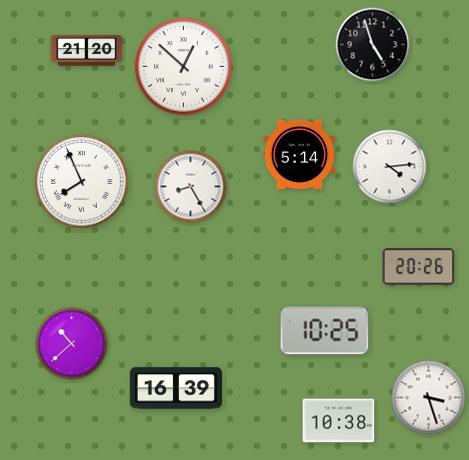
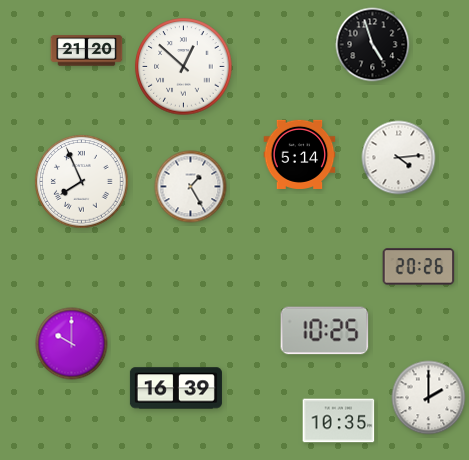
clock at (390, 167) position: (390, 167) -> (399, 158)
clock at (191, 187): 8:25 -> 1:25
clock at (72, 344): 10:38 -> 10:00
clock at (429, 398): 3:27 -> 2:00
clock at (339, 421): 10:38 -> 10:35
